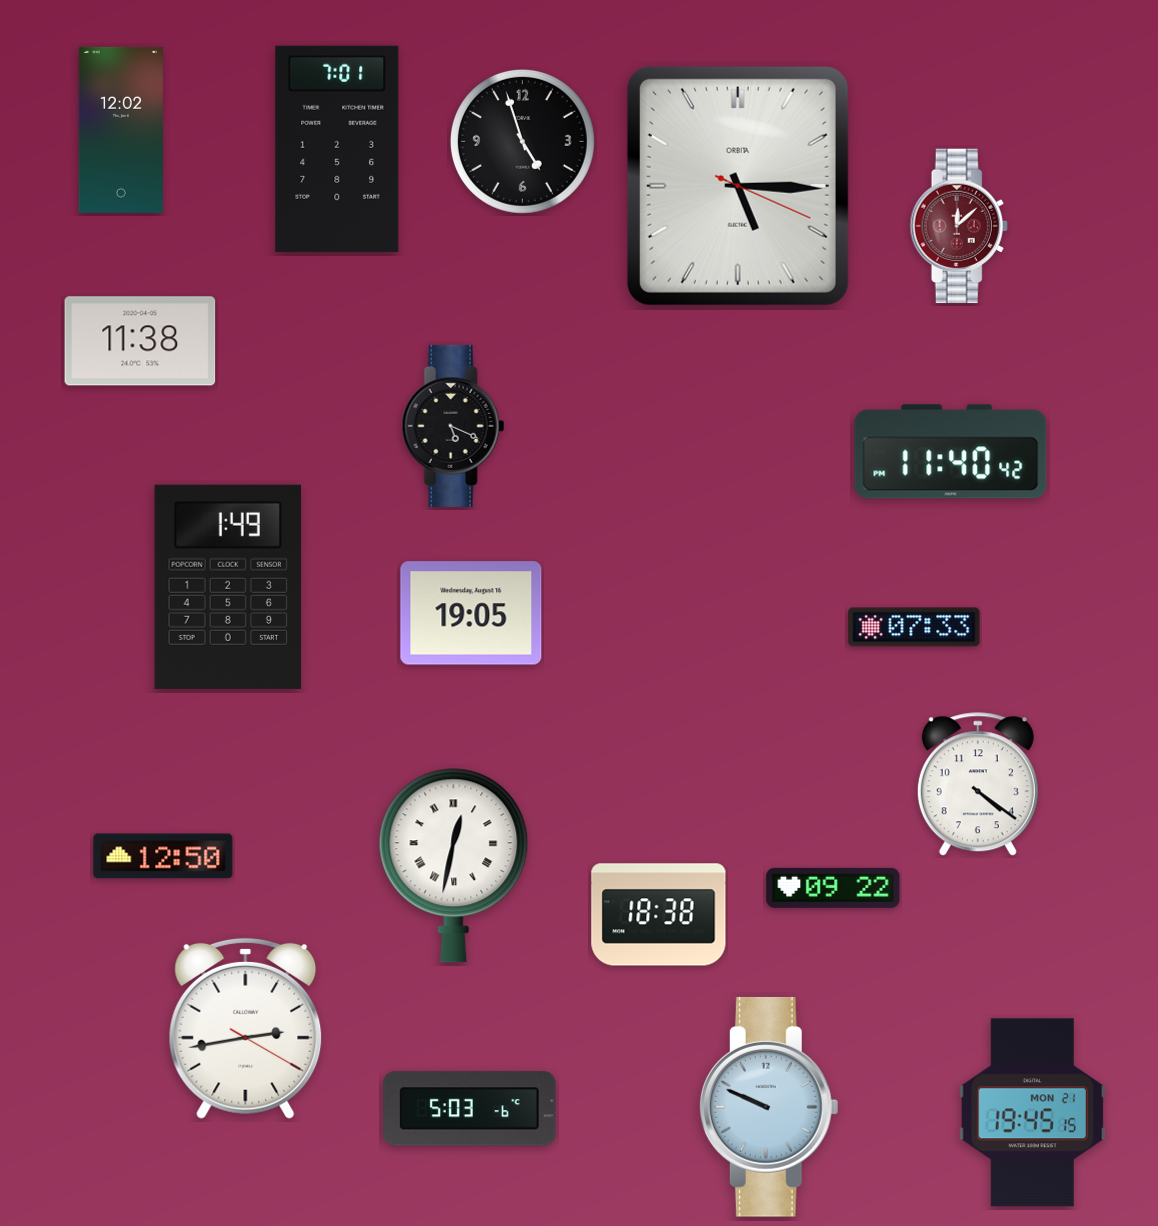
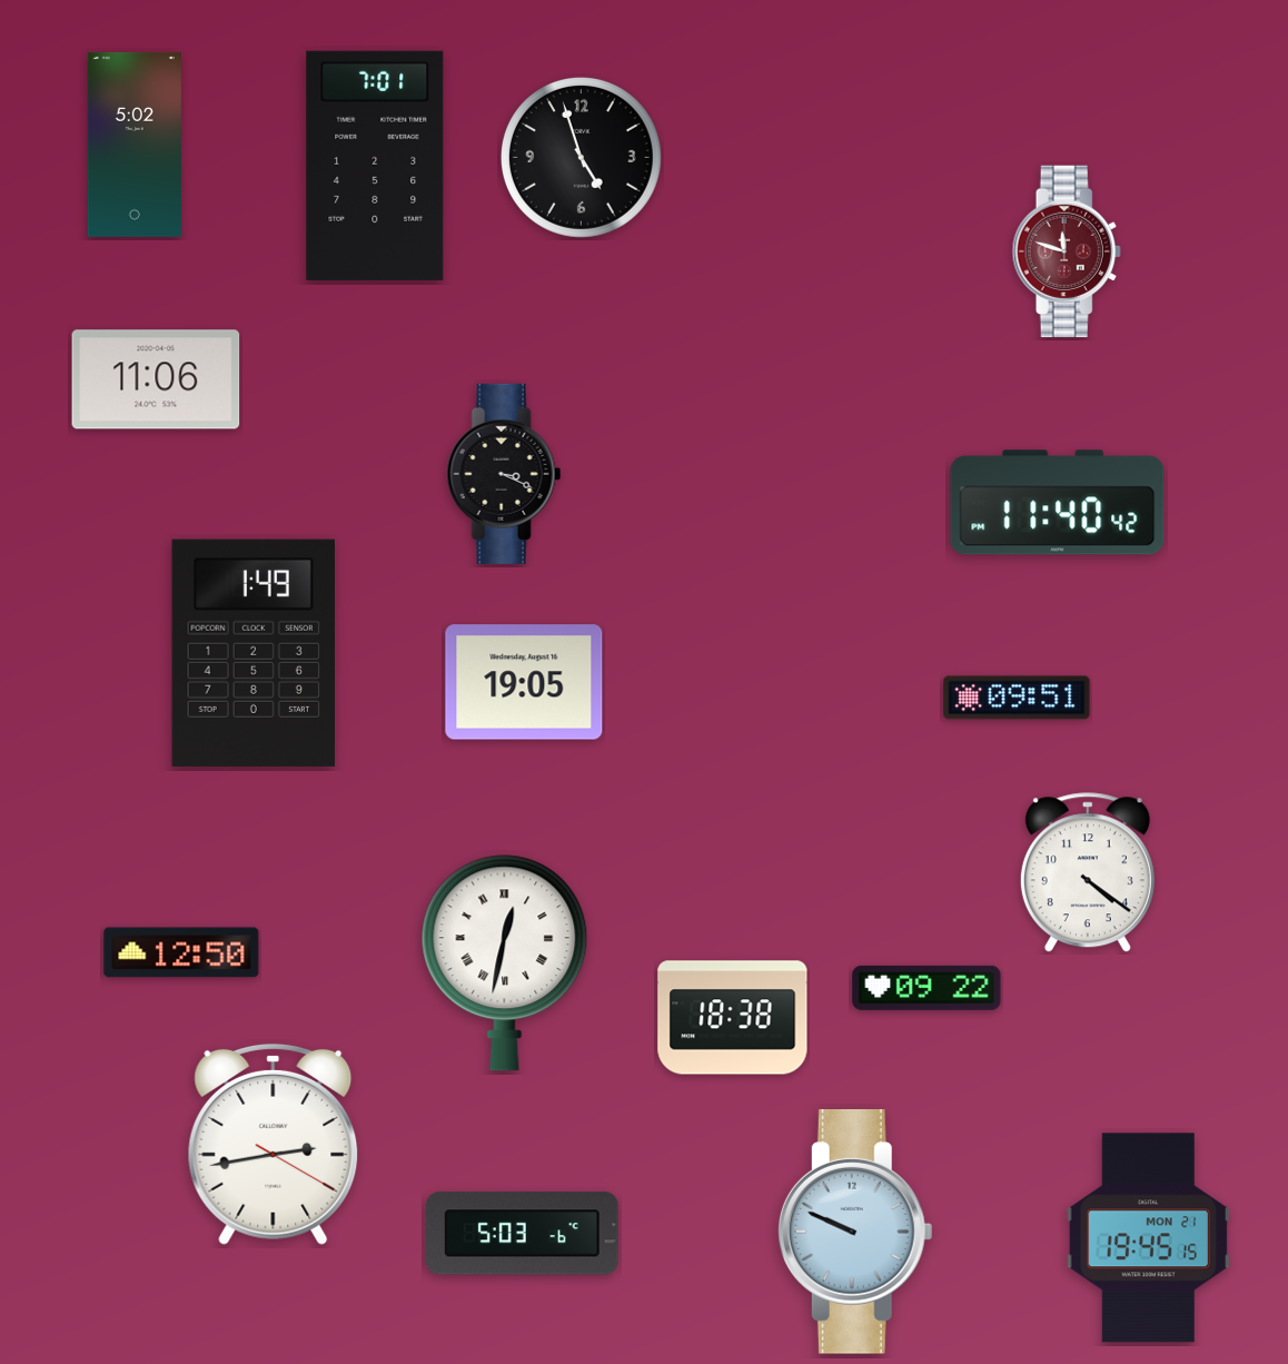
clock at (121, 130): 12:02 -> 5:02
clock at (738, 186): 5:15 -> none
clock at (959, 226): 12:08 -> 11:48
clock at (140, 341): 11:38 -> 11:06
clock at (453, 426): 5:19 -> 3:19
clock at (914, 627): 07:33 -> 09:51
